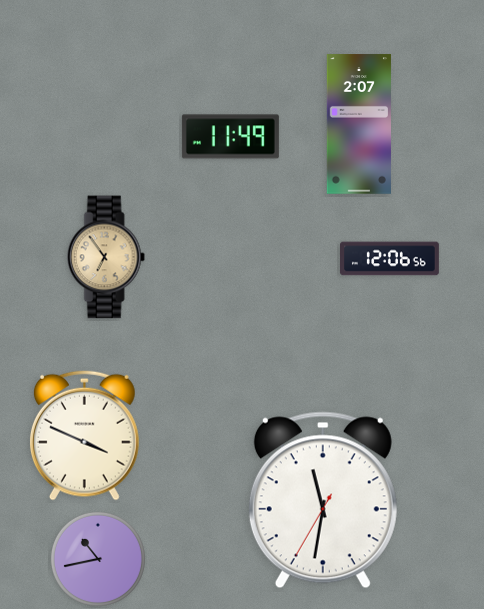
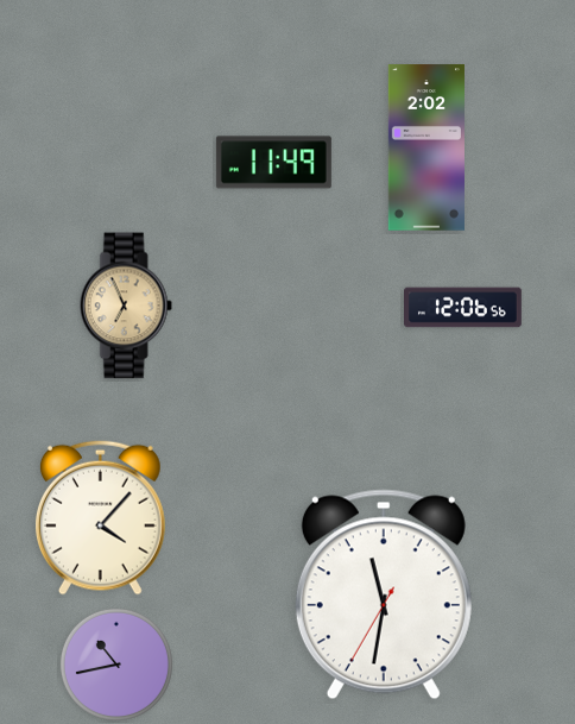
clock at (358, 124): 2:07 -> 2:02
clock at (106, 257): 6:54 -> 6:56
clock at (84, 435): 3:49 -> 4:07
